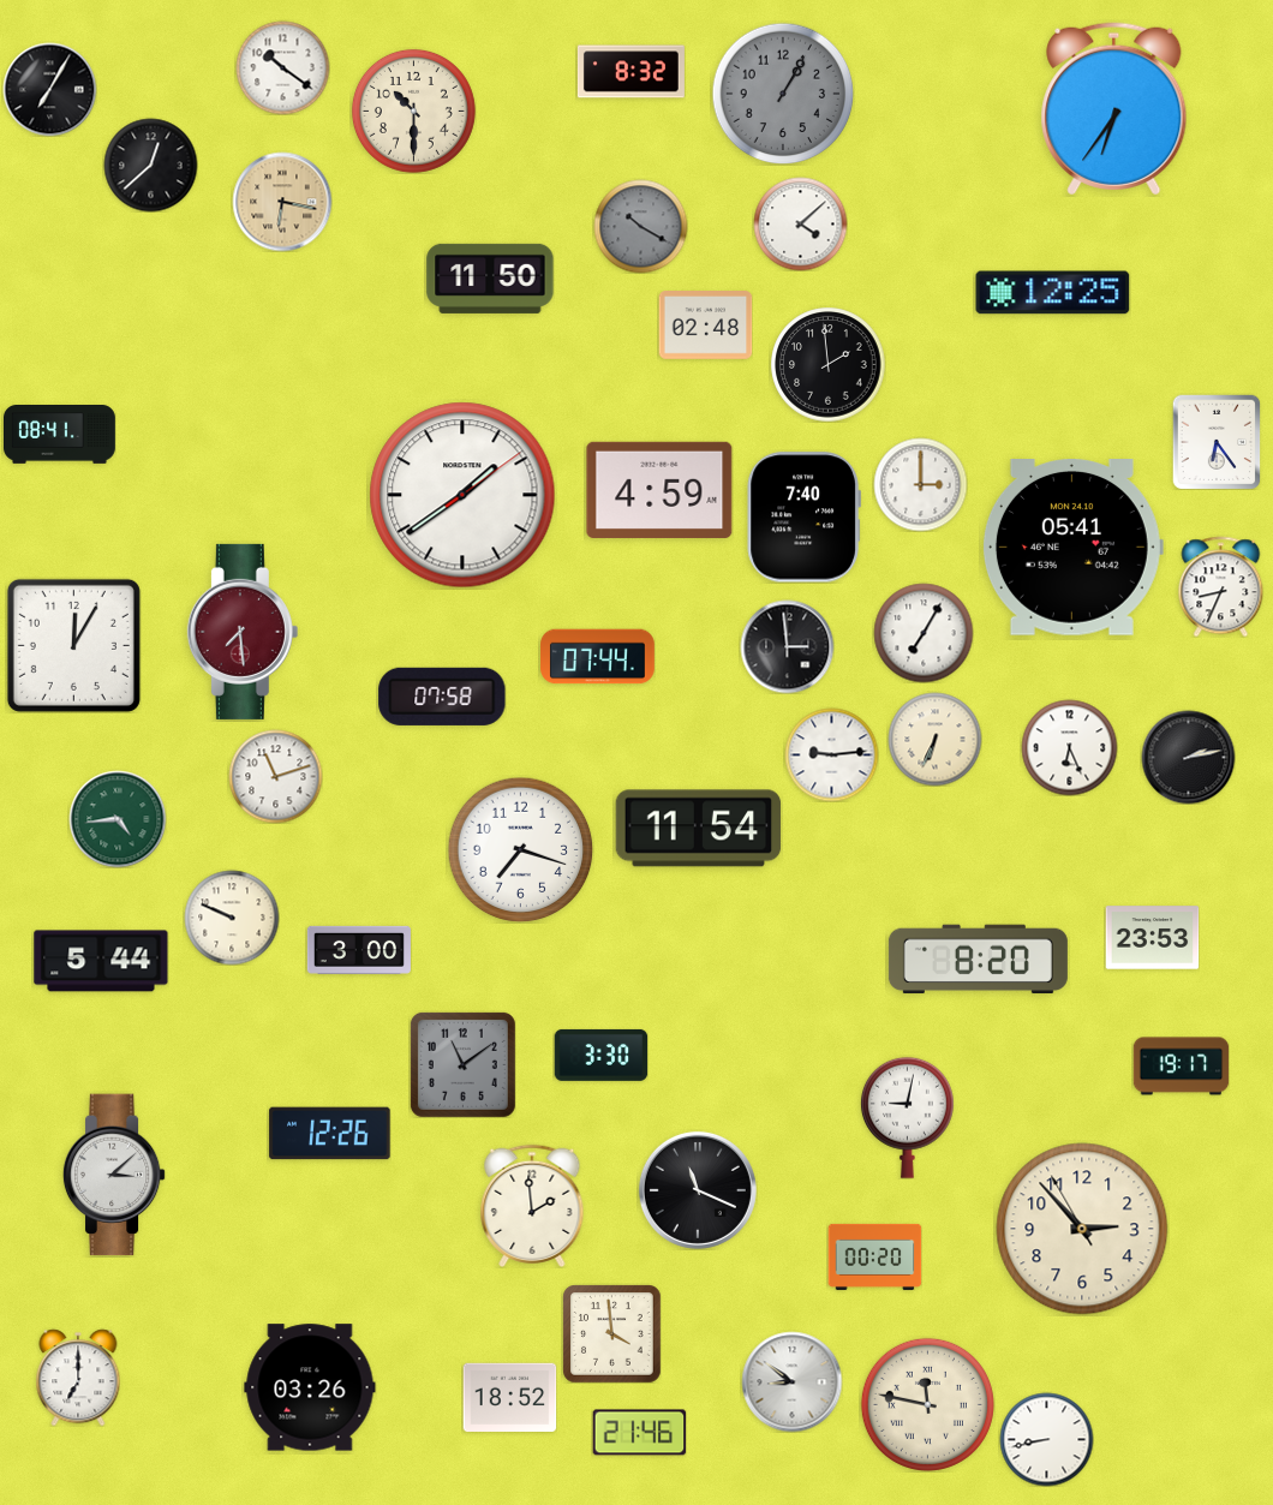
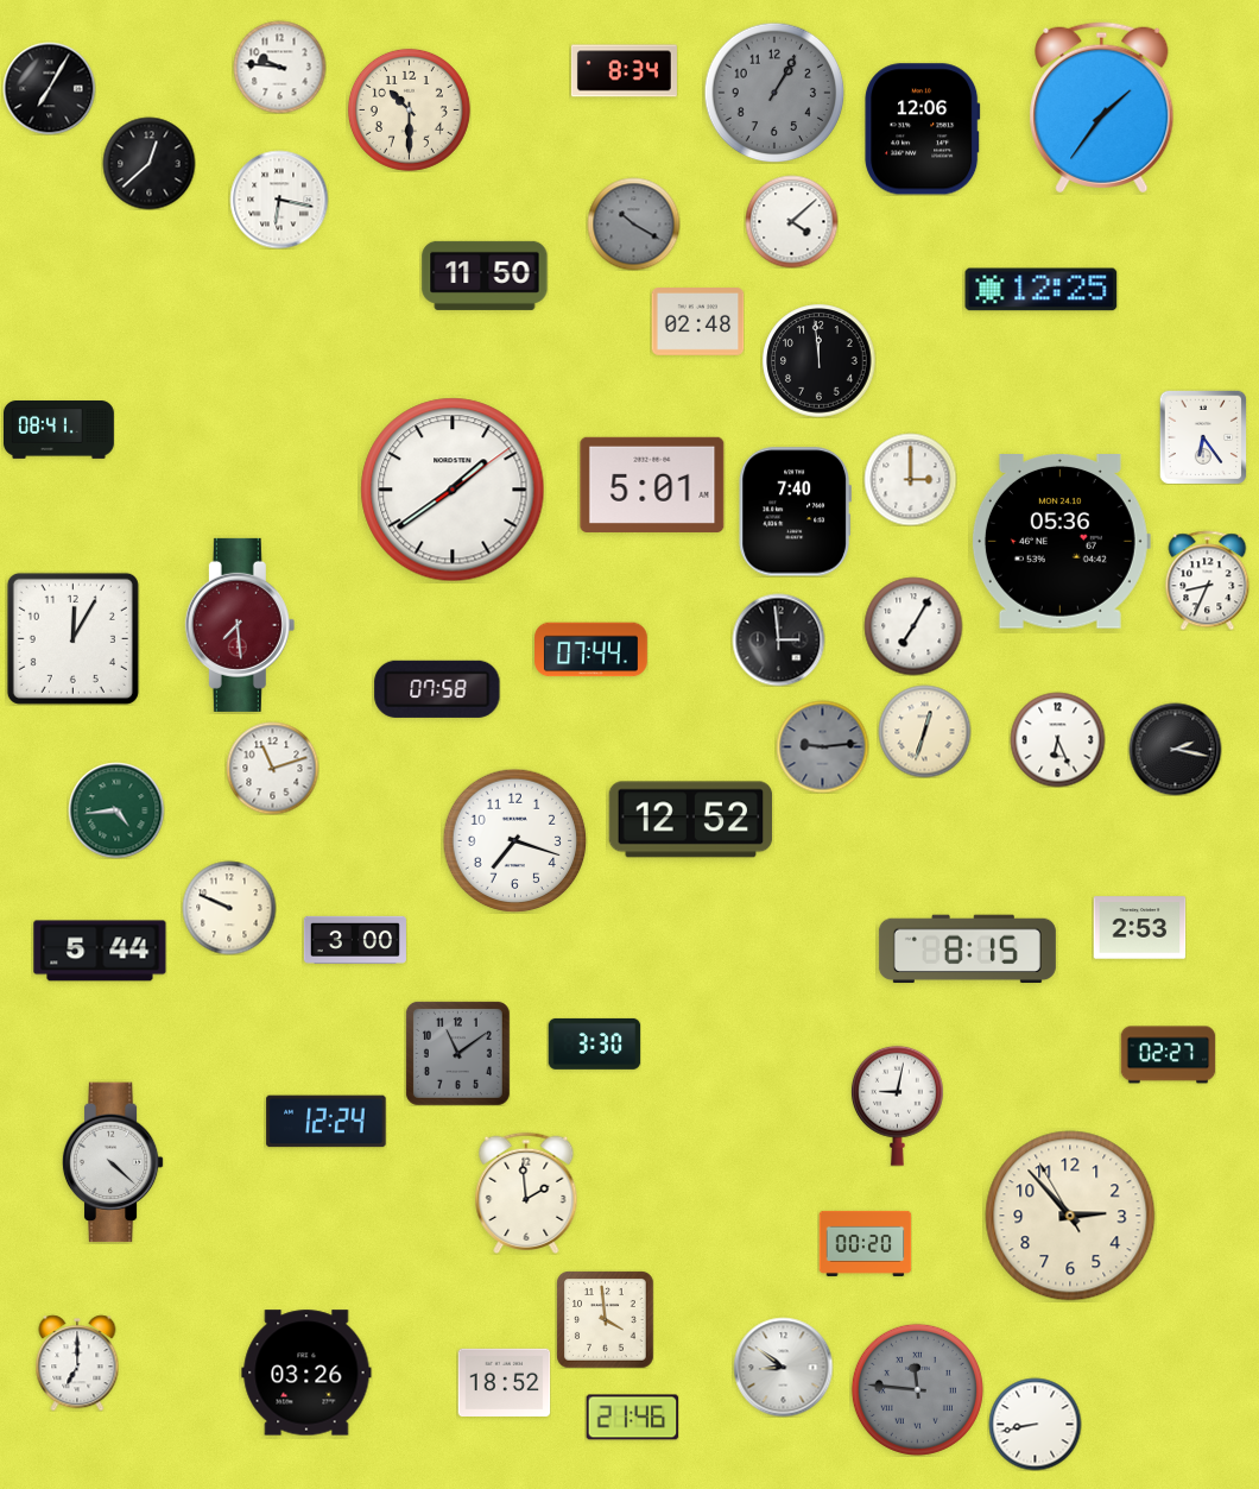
clock at (282, 67): 10:21 -> 9:46
clock at (630, 72): 8:32 -> 8:34
clock at (1114, 109): 6:36 -> 1:36
clock at (923, 130): none -> 12:06
clock at (282, 202) dial: champagne -> white
clock at (827, 364): 1:59 -> 11:59
clock at (659, 490): 4:59 -> 5:01
clock at (462, 495) position: (462, 495) -> (453, 490)
clock at (1072, 548): 05:41 -> 05:36
clock at (934, 739): 6:34 -> 12:33
clock at (831, 754) dial: white -> grey
clock at (1188, 757): 2:13 -> 2:17
clock at (699, 829): 11:54 -> 12:52
clock at (1152, 938): 23:53 -> 2:53
clock at (978, 960): 8:20 -> 8:15
clock at (1181, 1067): 19:17 -> 02:27
clock at (330, 1134): 12:26 -> 12:24
clock at (114, 1175): 3:08 -> 4:22
clock at (698, 1190): 11:19 -> none
clock at (927, 1404): 11:47 -> 11:46
clock at (927, 1404) dial: cream -> grey
